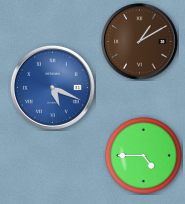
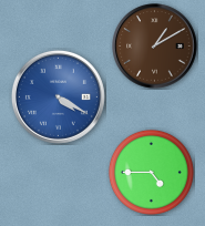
clock at (52, 87): 5:19 -> 4:20
clock at (143, 155) position: (143, 155) -> (151, 172)
